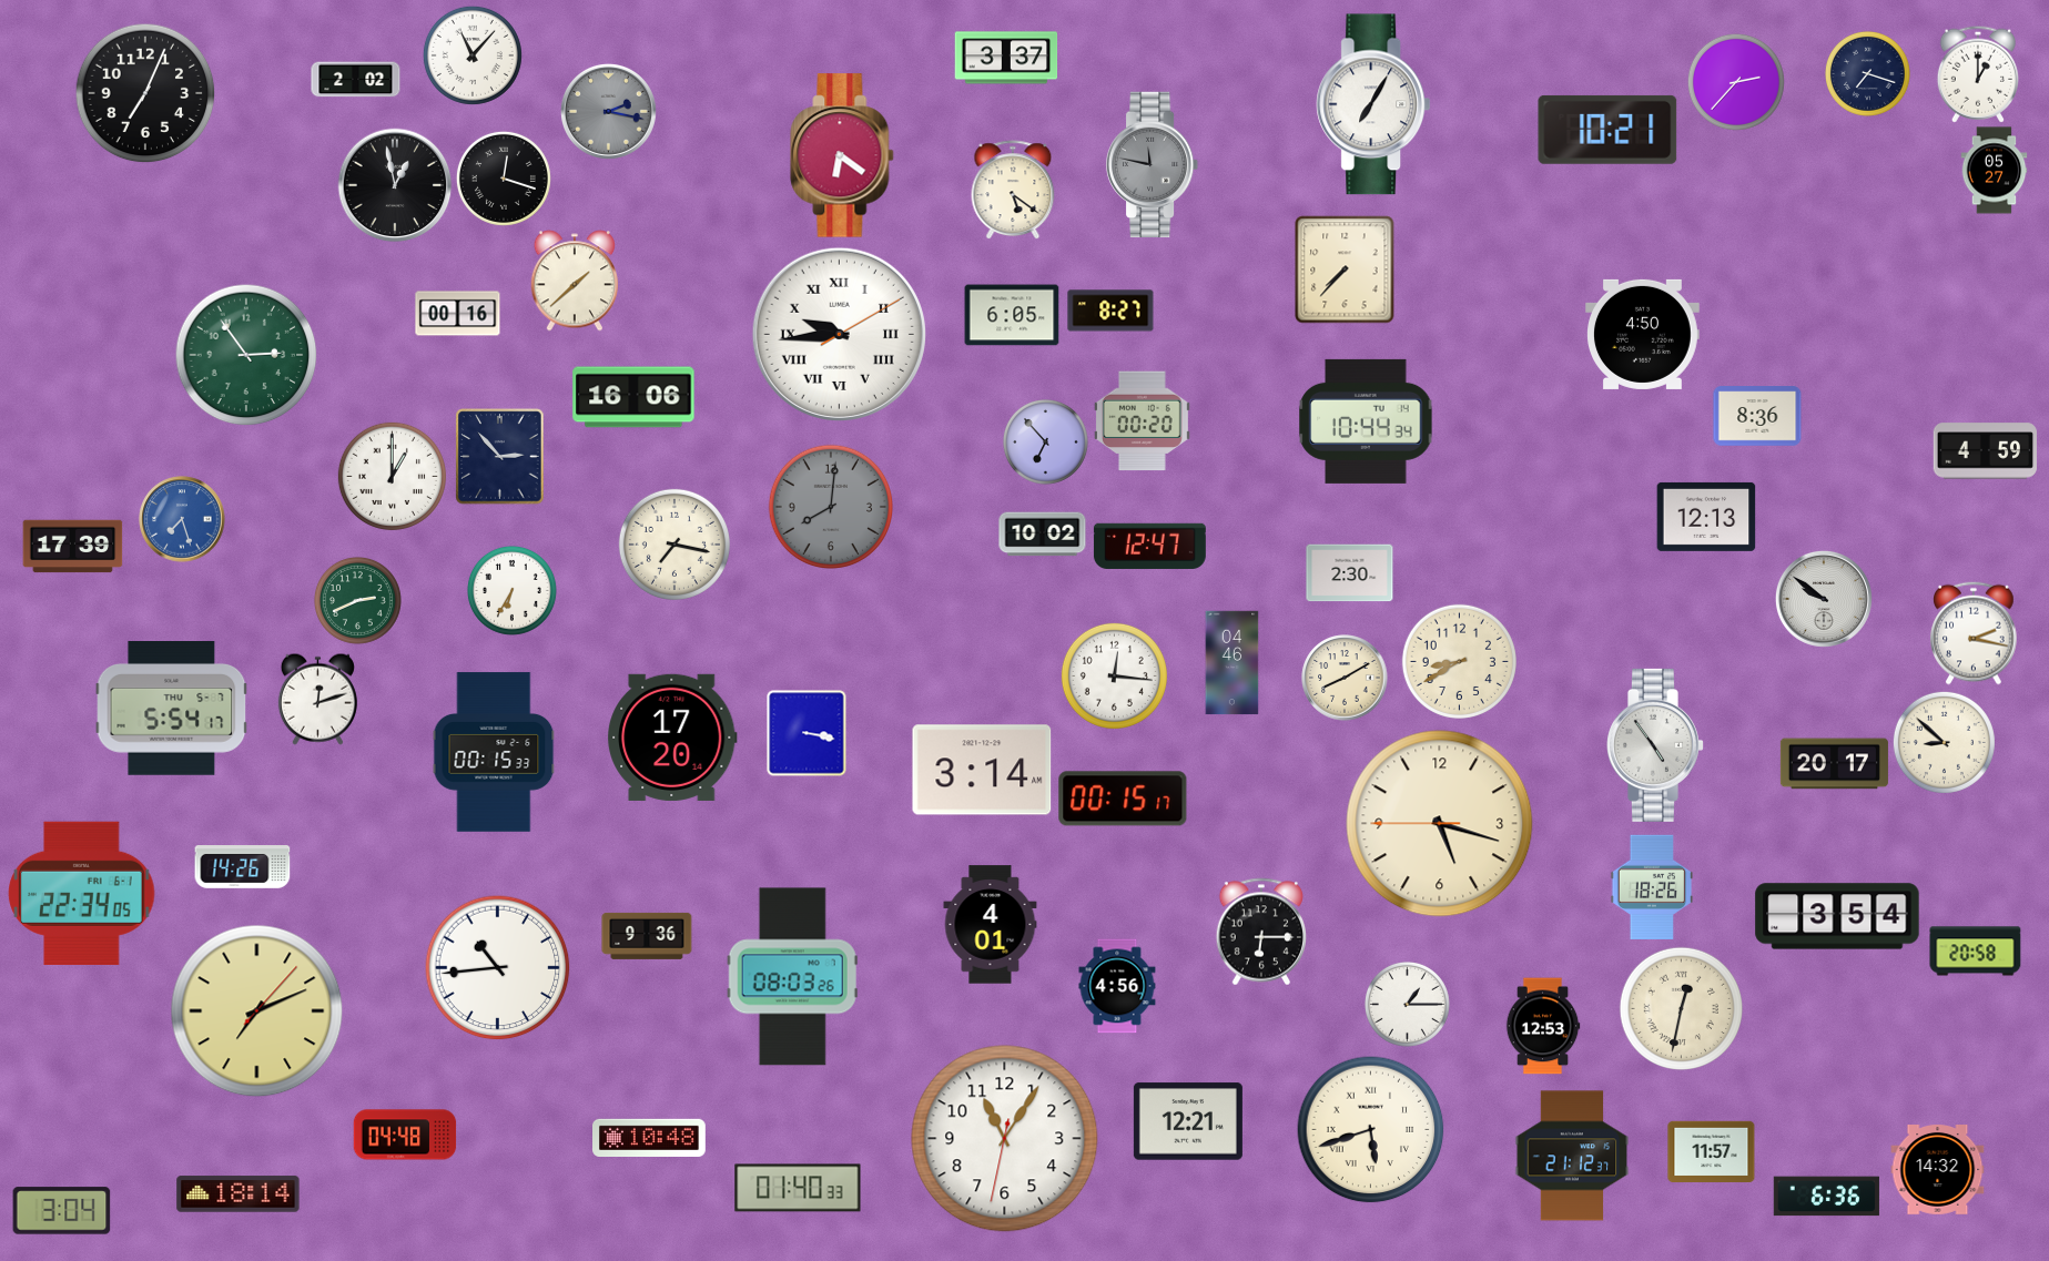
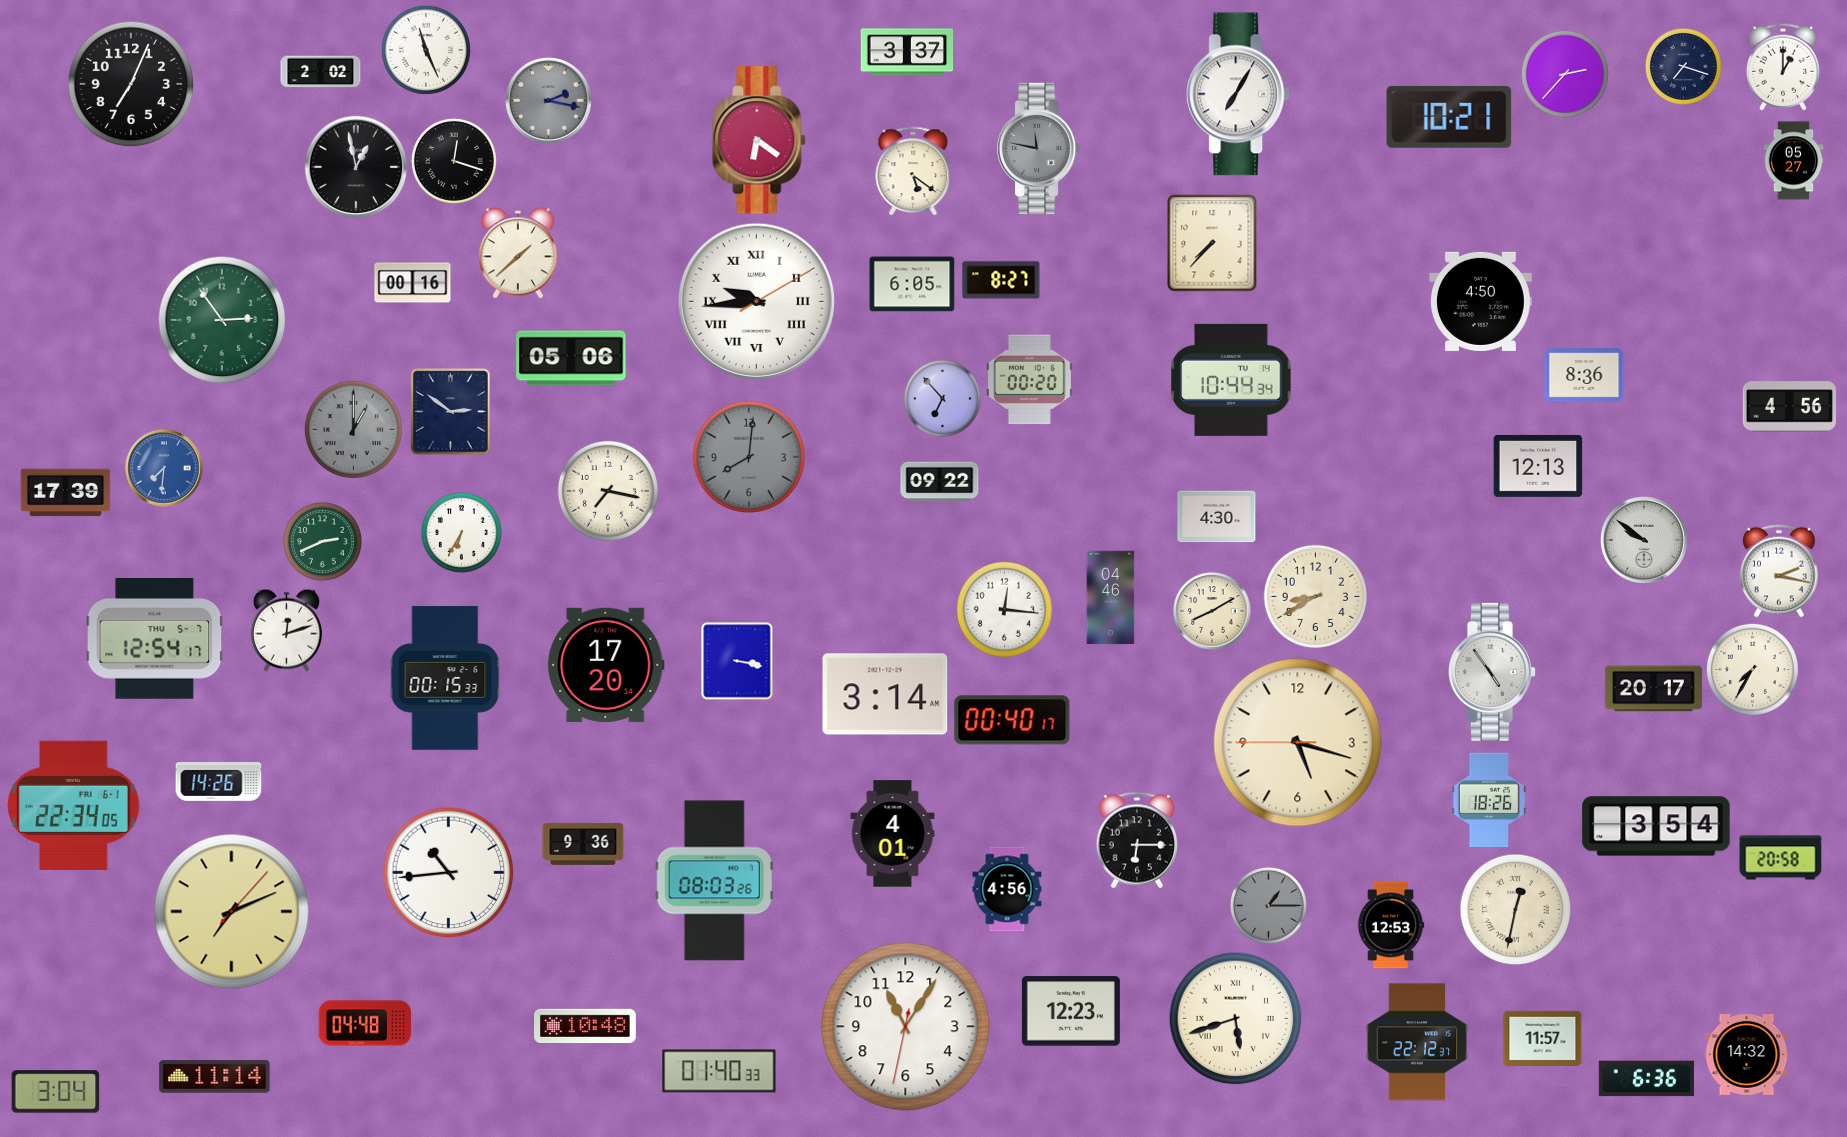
clock at (473, 55): 11:07 -> 11:26
clock at (1995, 171) position: (1995, 171) -> (1794, 161)
clock at (633, 397): 16:06 -> 05:06
clock at (1985, 451): 4:59 -> 4:56
clock at (500, 457): 2:53 -> 2:51
clock at (392, 476) dial: white -> grey
clock at (182, 519): 7:27 -> 7:31
clock at (1043, 535): 10:02 -> 09:22
clock at (1149, 546): 12:47 -> none
clock at (1350, 573): 2:30 -> 4:30
clock at (172, 709): 5:54 -> 12:54
clock at (807, 733) position: (807, 733) -> (737, 661)
clock at (1944, 742): 8:52 -> 7:35
clock at (1123, 799): 00:15 -> 00:40
clock at (1408, 1005) dial: white -> grey
clock at (1188, 1121): 12:21 -> 12:23
clock at (1572, 1156): 21:12 -> 22:12
clock at (239, 1194): 18:14 -> 11:14
